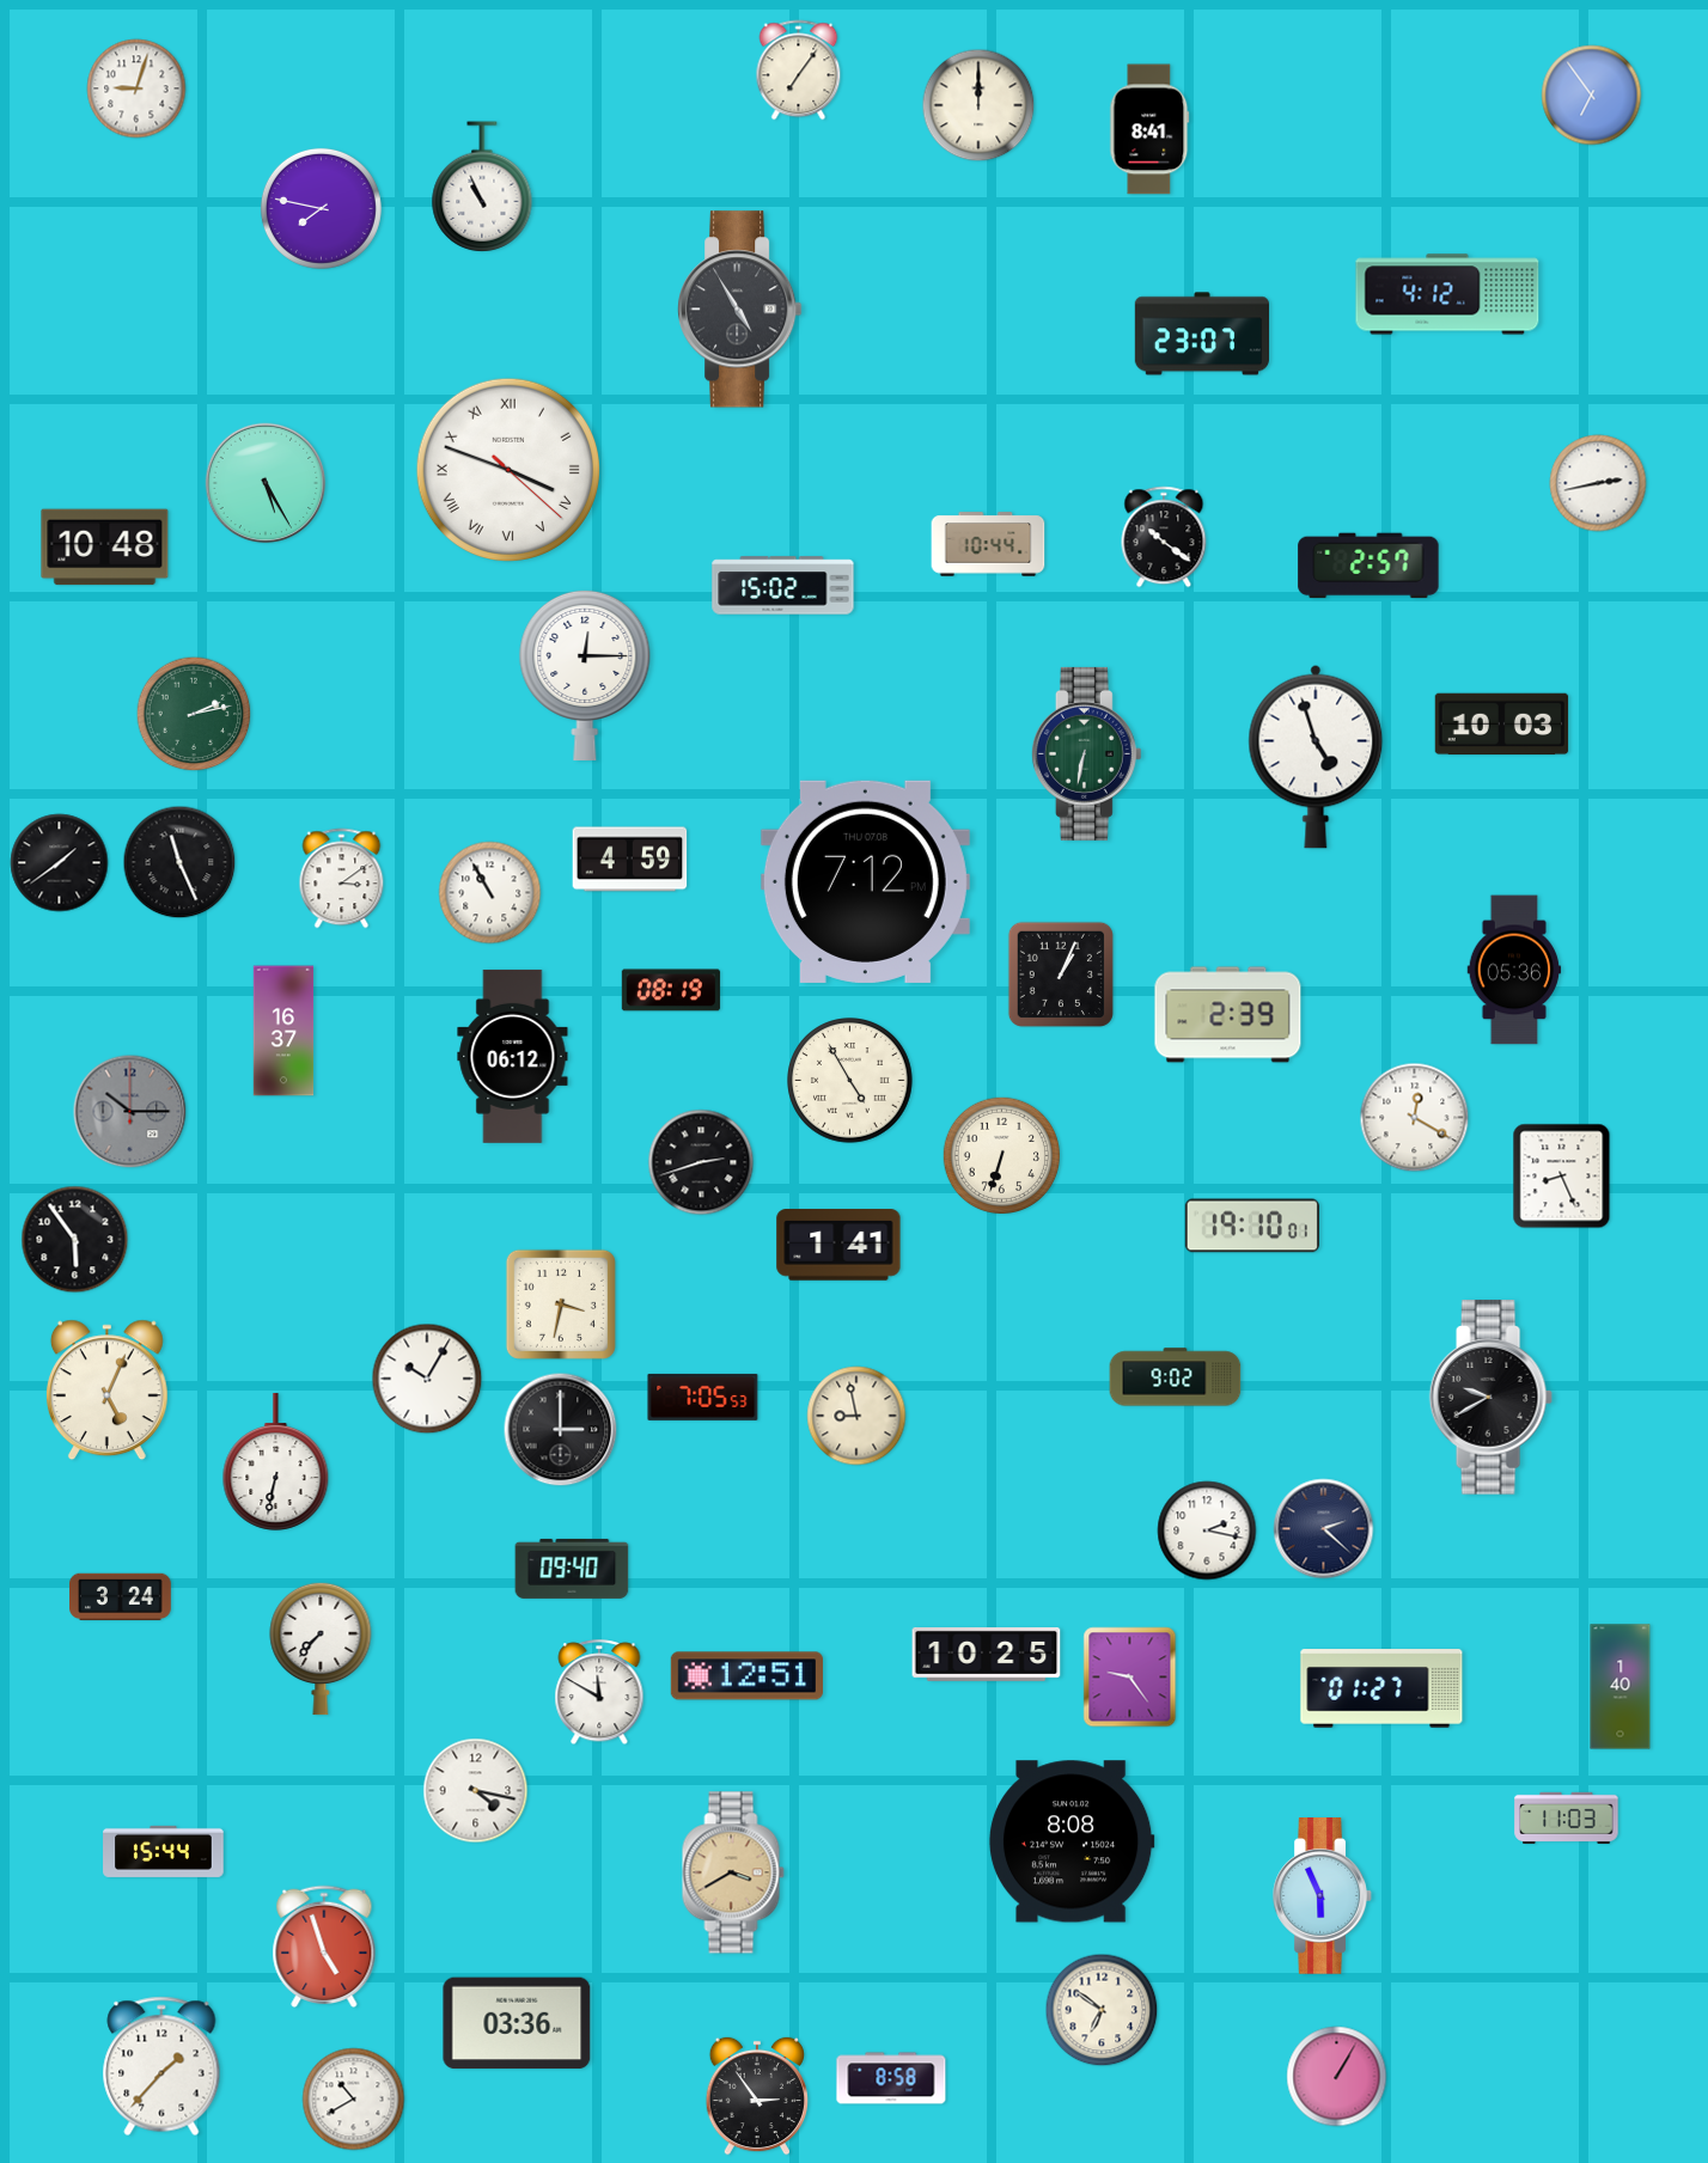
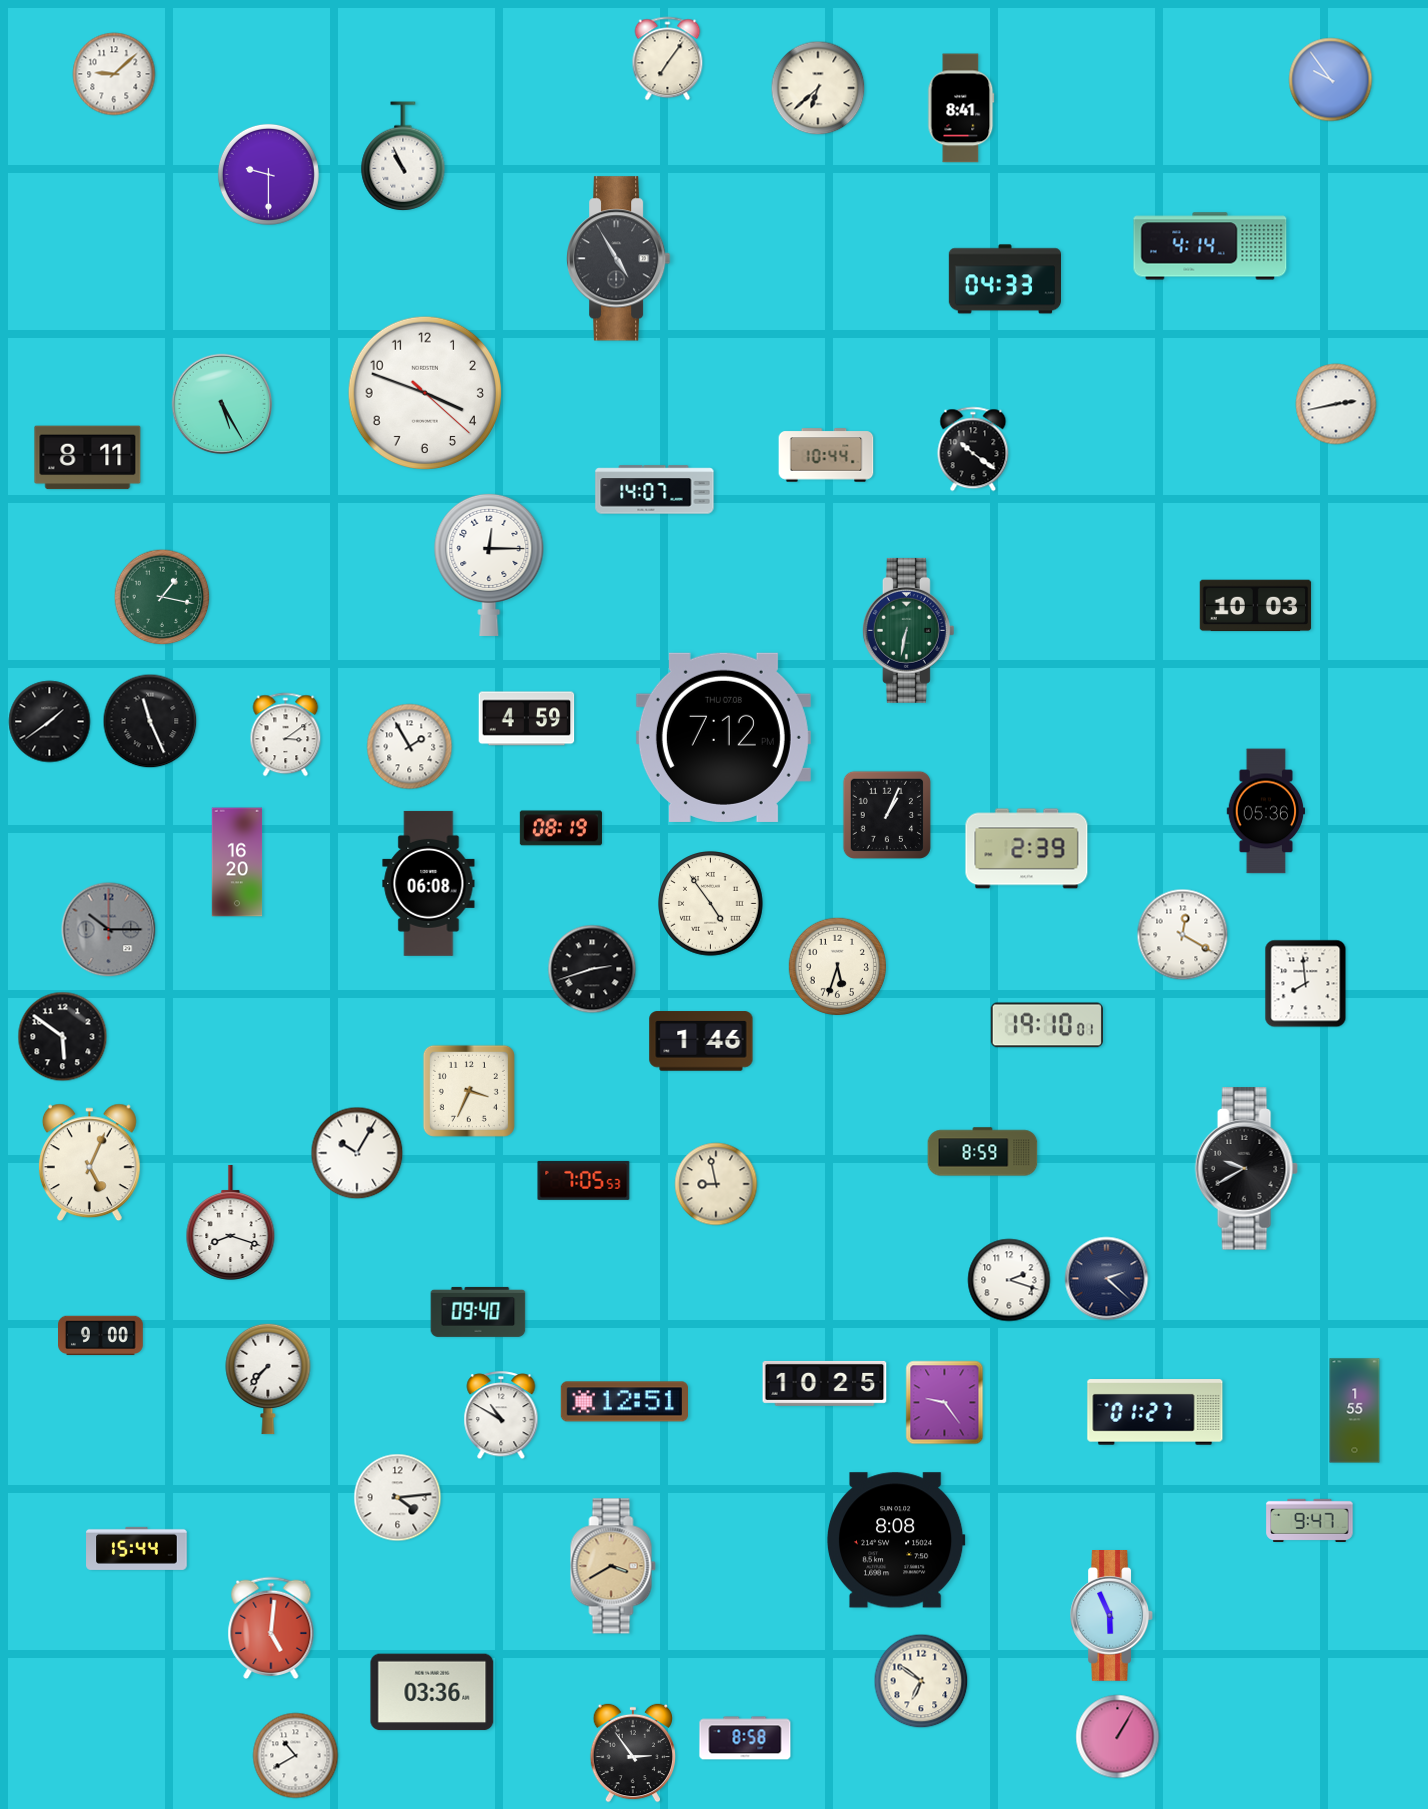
clock at (136, 88): 9:03 -> 9:08
clock at (1592, 96): 6:54 -> 9:54
clock at (978, 105): 12:00 -> 6:38
clock at (321, 208): 7:47 -> 9:30
clock at (1447, 294): 4:12 -> 4:14
clock at (1201, 334): 23:07 -> 04:33
clock at (507, 469) numerals: Roman -> Arabic
clock at (105, 548): 10:48 -> 8:11
clock at (1368, 566): 2:57 -> none
clock at (783, 586): 15:02 -> 14:07
clock at (194, 714): 2:13 -> 1:17
clock at (1316, 757): 4:57 -> none
clock at (490, 893): 10:55 -> 1:55
clock at (283, 1031): 16:37 -> 16:20
clock at (513, 1056): 06:12 -> 06:08
clock at (850, 1081): 4:55 -> 4:54
clock at (1001, 1155): 6:33 -> 5:33
clock at (701, 1162) position: (701, 1162) -> (592, 969)
clock at (1562, 1177): 8:26 -> 7:59
clock at (75, 1240): 5:54 -> 5:51
clock at (838, 1245): 1:41 -> 1:46
clock at (561, 1304): 3:32 -> 3:34
clock at (1176, 1377): 9:02 -> 8:59
clock at (703, 1397) position: (703, 1397) -> (584, 1180)
clock at (561, 1430): 3:00 -> none
clock at (276, 1461): 6:32 -> 8:18
clock at (1207, 1530): 2:17 -> 2:18
clock at (121, 1597): 3:24 -> 9:00
clock at (1621, 1687): 1:40 -> 1:55
clock at (599, 1693): 11:50 -> 10:50
clock at (476, 1791): 4:17 -> 4:14
clock at (1567, 1817): 11:03 -> 9:47
clock at (1322, 1896) position: (1322, 1896) -> (1111, 1616)
clock at (324, 1945): 4:57 -> 5:01
clock at (161, 2066): 1:37 -> none
